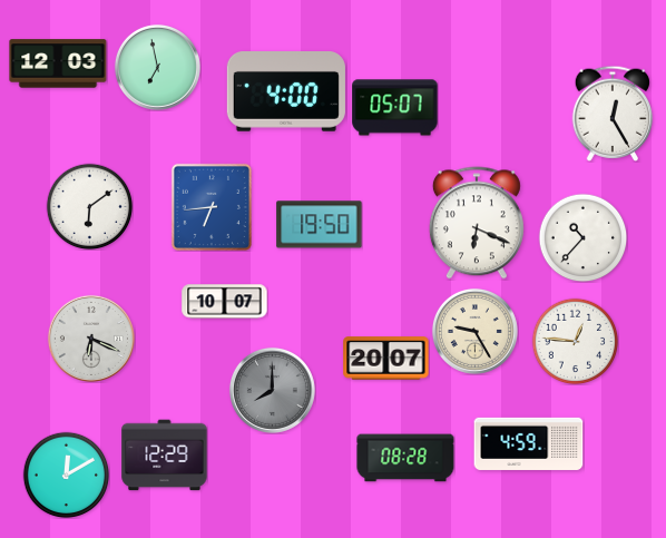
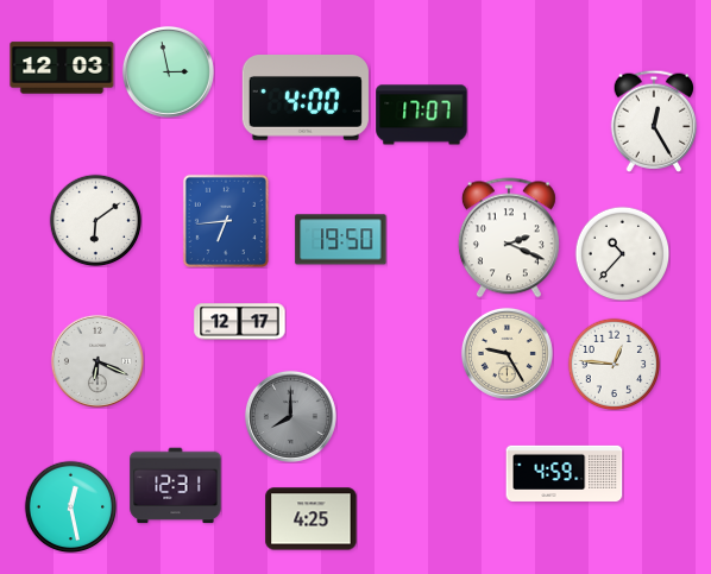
clock at (157, 67): 6:58 -> 2:58
clock at (395, 108): 05:07 -> 17:07
clock at (477, 223): 6:19 -> 2:19
clock at (225, 302): 10:07 -> 12:17
clock at (386, 359): 20:07 -> none
clock at (165, 456): 12:29 -> 12:31
clock at (405, 458): 08:28 -> none
clock at (66, 475): 12:10 -> 12:28
clock at (312, 519): none -> 4:25
